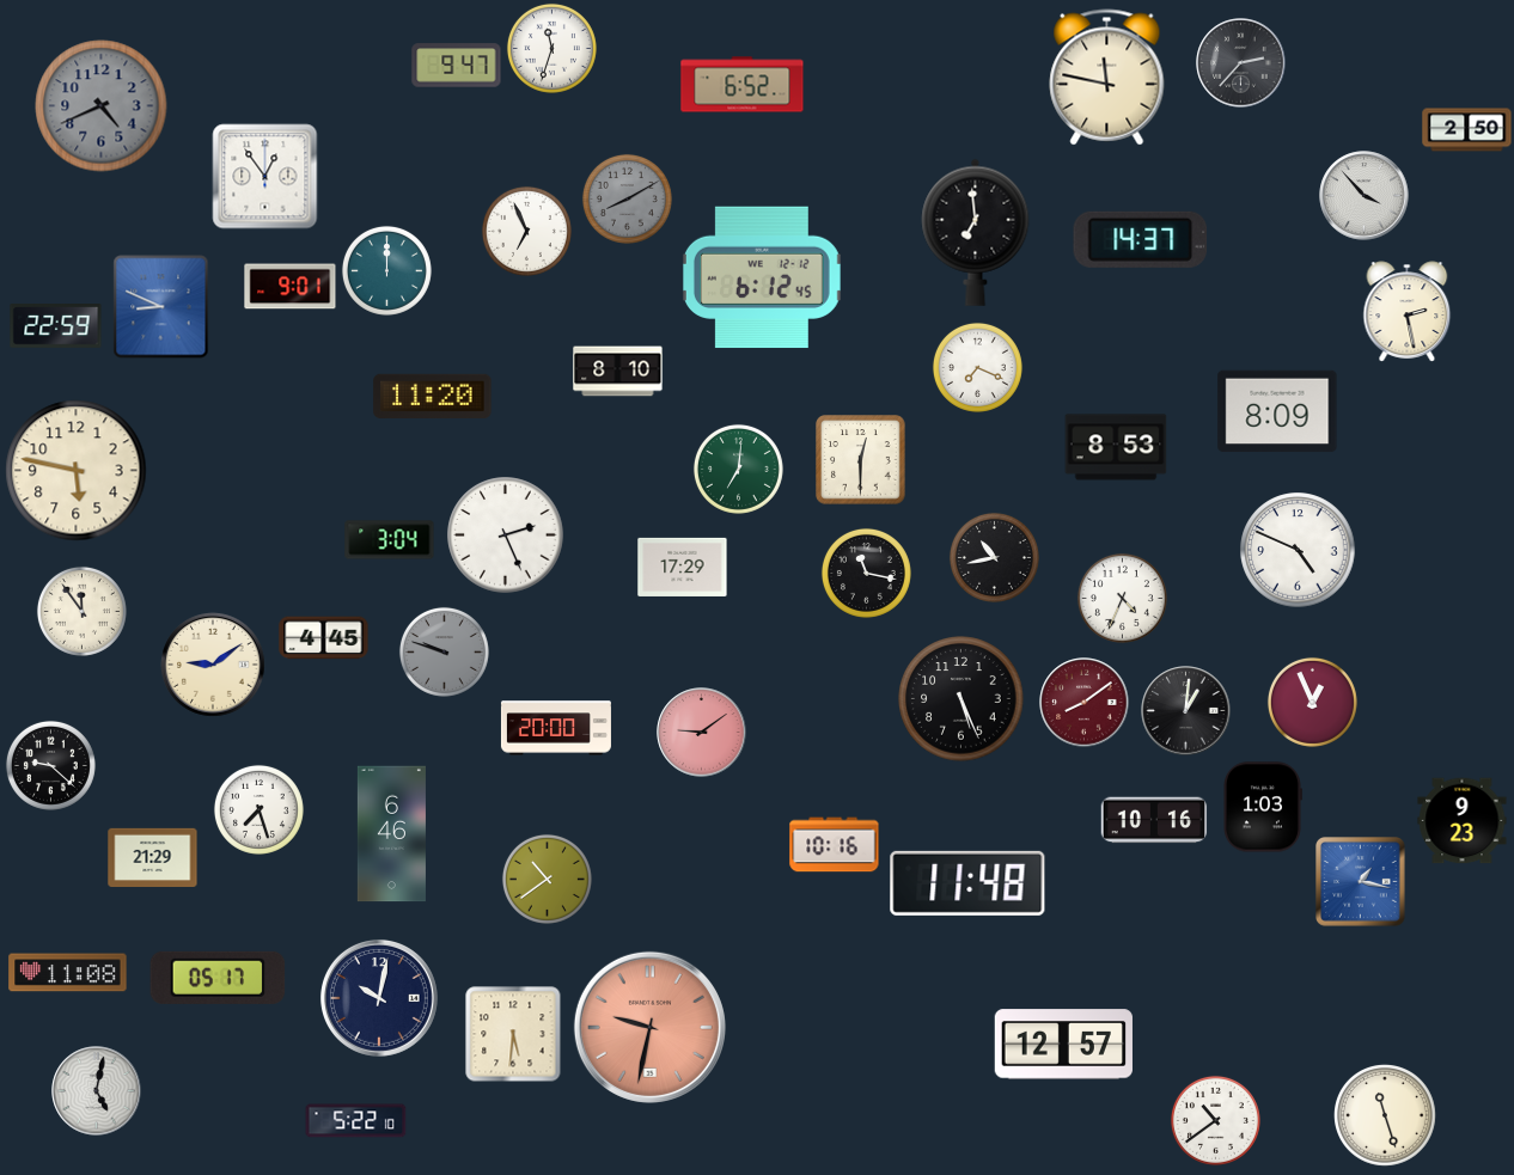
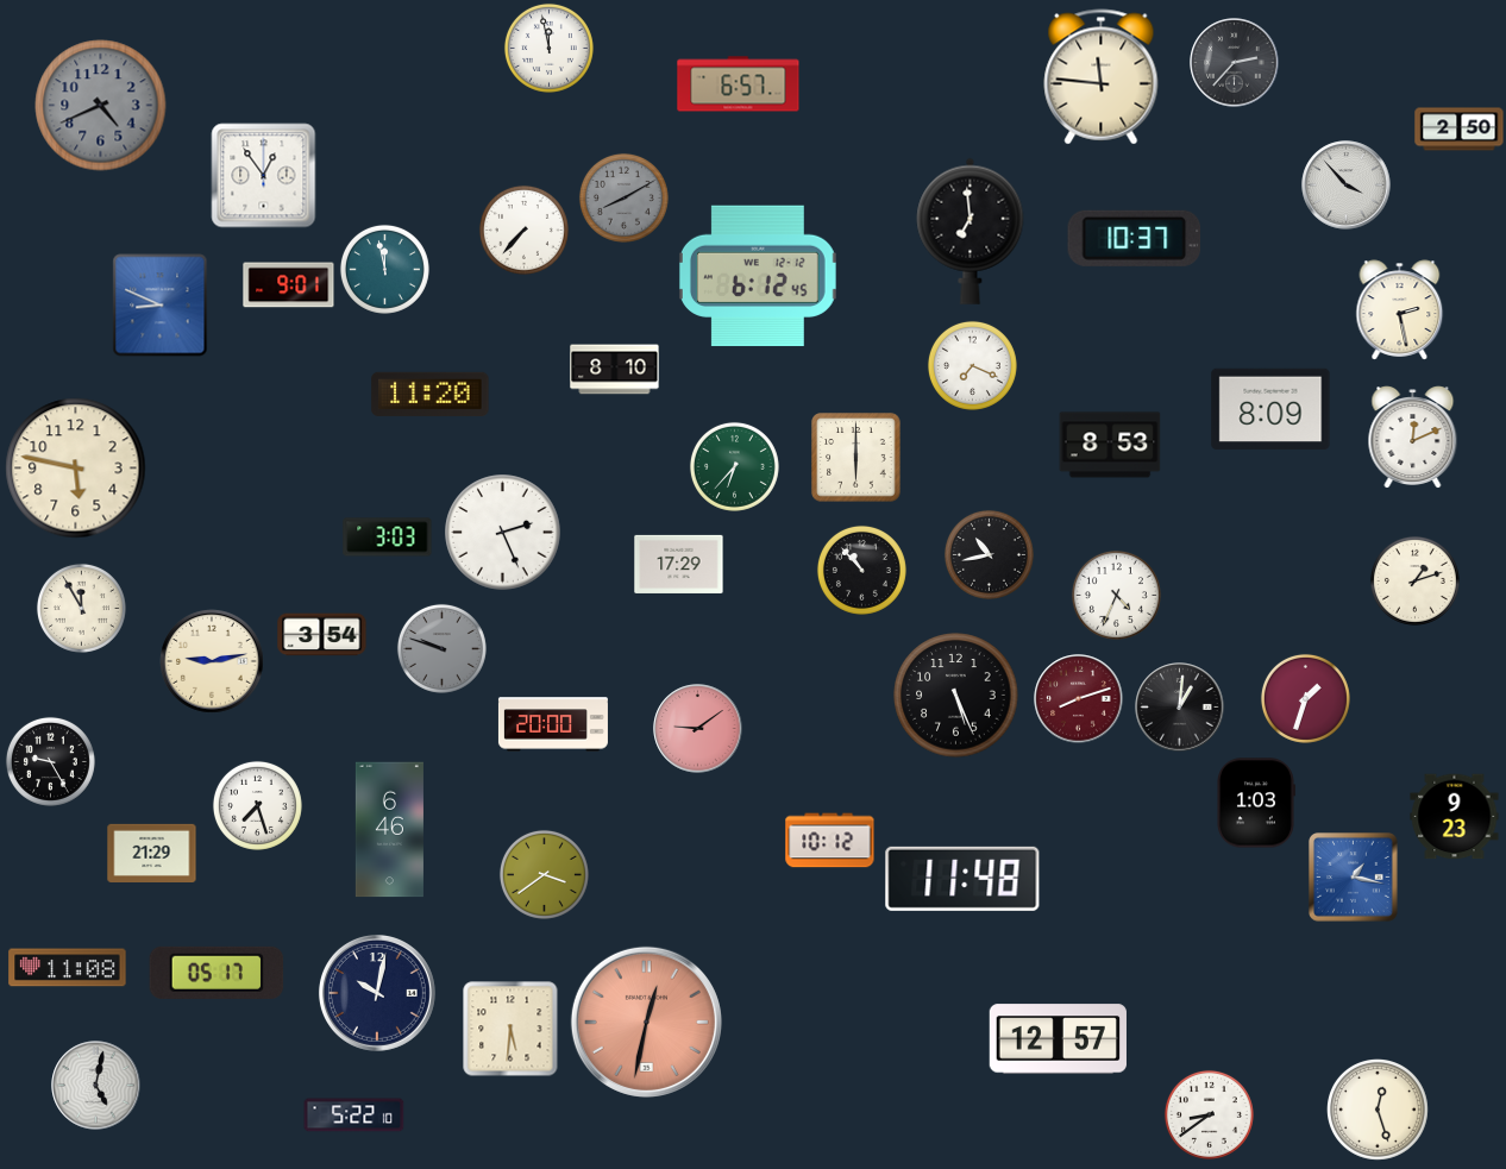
clock at (551, 48): 11:33 -> 11:58
clock at (457, 66): 9:47 -> none
clock at (1107, 78): 11:47 -> 11:46
clock at (743, 85): 6:52 -> 6:57
clock at (1365, 196) position: (1365, 196) -> (1347, 186)
clock at (526, 231): 6:56 -> 7:37
clock at (1141, 239): 14:37 -> 10:37
clock at (386, 270): 12:00 -> 11:58
clock at (56, 326): 22:59 -> none
clock at (1413, 438): none -> 12:11
clock at (861, 460): 12:30 -> 6:00
clock at (738, 469): 7:01 -> 6:37
clock at (390, 540): 3:04 -> 3:03
clock at (1298, 550): 4:49 -> none
clock at (866, 573): 11:17 -> 10:53
clock at (1414, 580): none -> 1:12
clock at (81, 611): 11:54 -> 11:55
clock at (324, 638): 4:45 -> 3:54
clock at (213, 665): 9:09 -> 9:13
clock at (1312, 702): 12:56 -> 1:33
clock at (1085, 703): 8:09 -> 8:12
clock at (50, 765): 9:22 -> 9:25
clock at (1154, 820): 10:16 -> none
clock at (835, 845): 10:16 -> 10:12
clock at (547, 879): 10:39 -> 3:39
clock at (649, 1027): 9:32 -> 12:32
clock at (1386, 1116): 11:27 -> 12:27
clock at (1215, 1120): 10:39 -> 8:39
